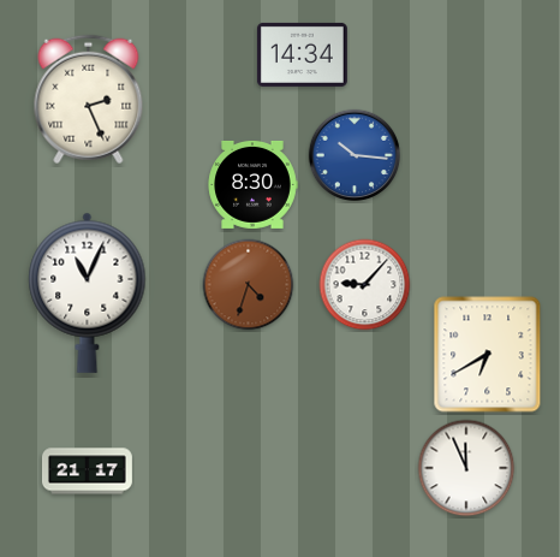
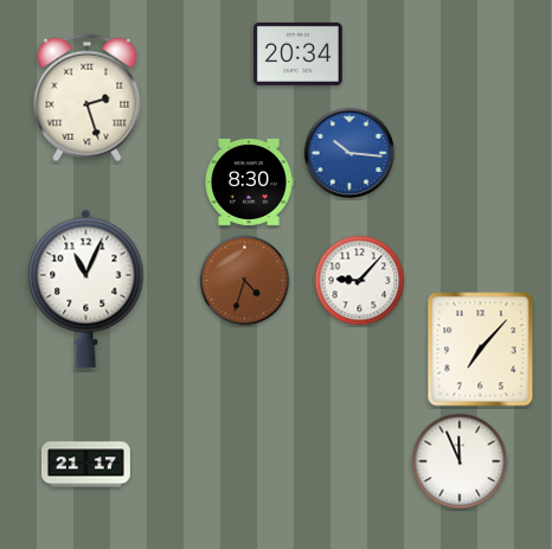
clock at (302, 54): 14:34 -> 20:34
clock at (89, 100): 2:26 -> 2:27
clock at (488, 355): 6:40 -> 7:07
